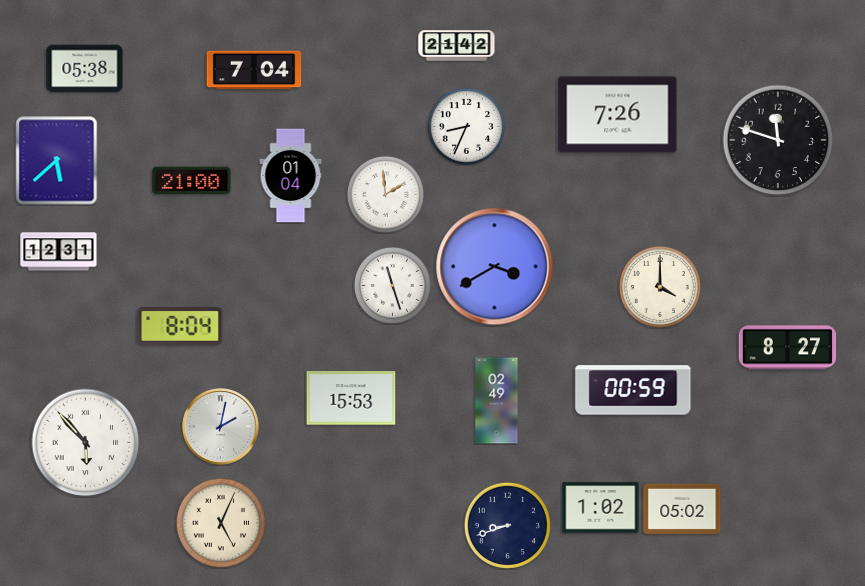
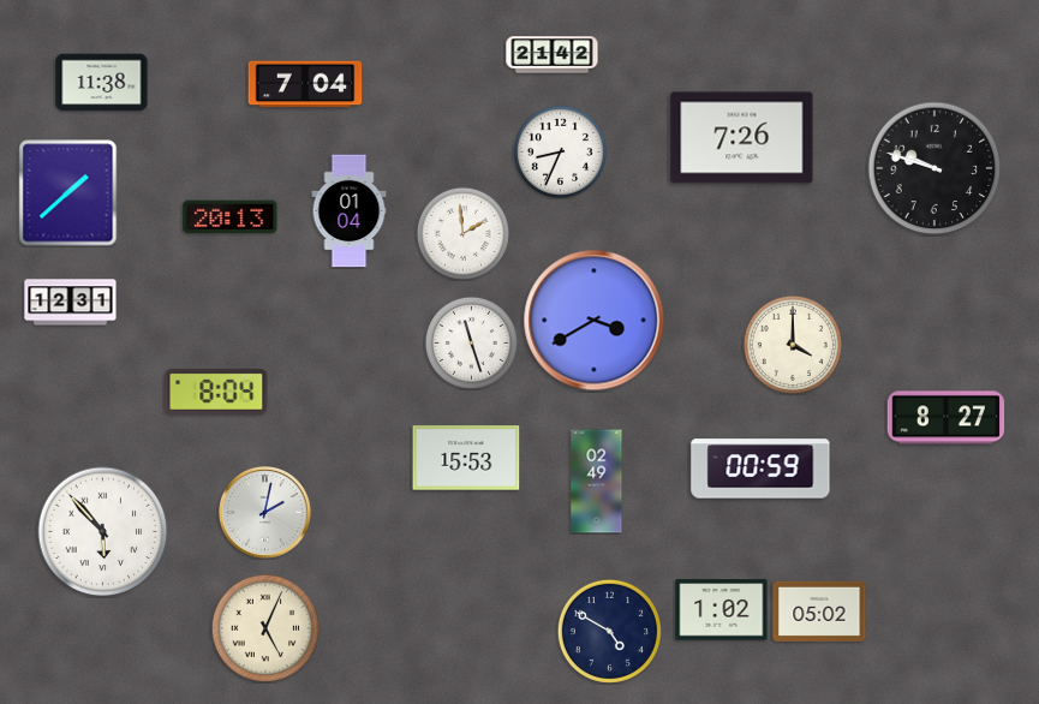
clock at (457, 46) position: (457, 46) -> (553, 55)
clock at (85, 69): 05:38 -> 11:38
clock at (778, 140): 11:48 -> 9:48
clock at (57, 161): 5:38 -> 1:38
clock at (192, 181): 21:00 -> 20:13
clock at (351, 398) position: (351, 398) -> (466, 458)
clock at (507, 525): 8:42 -> 4:50
